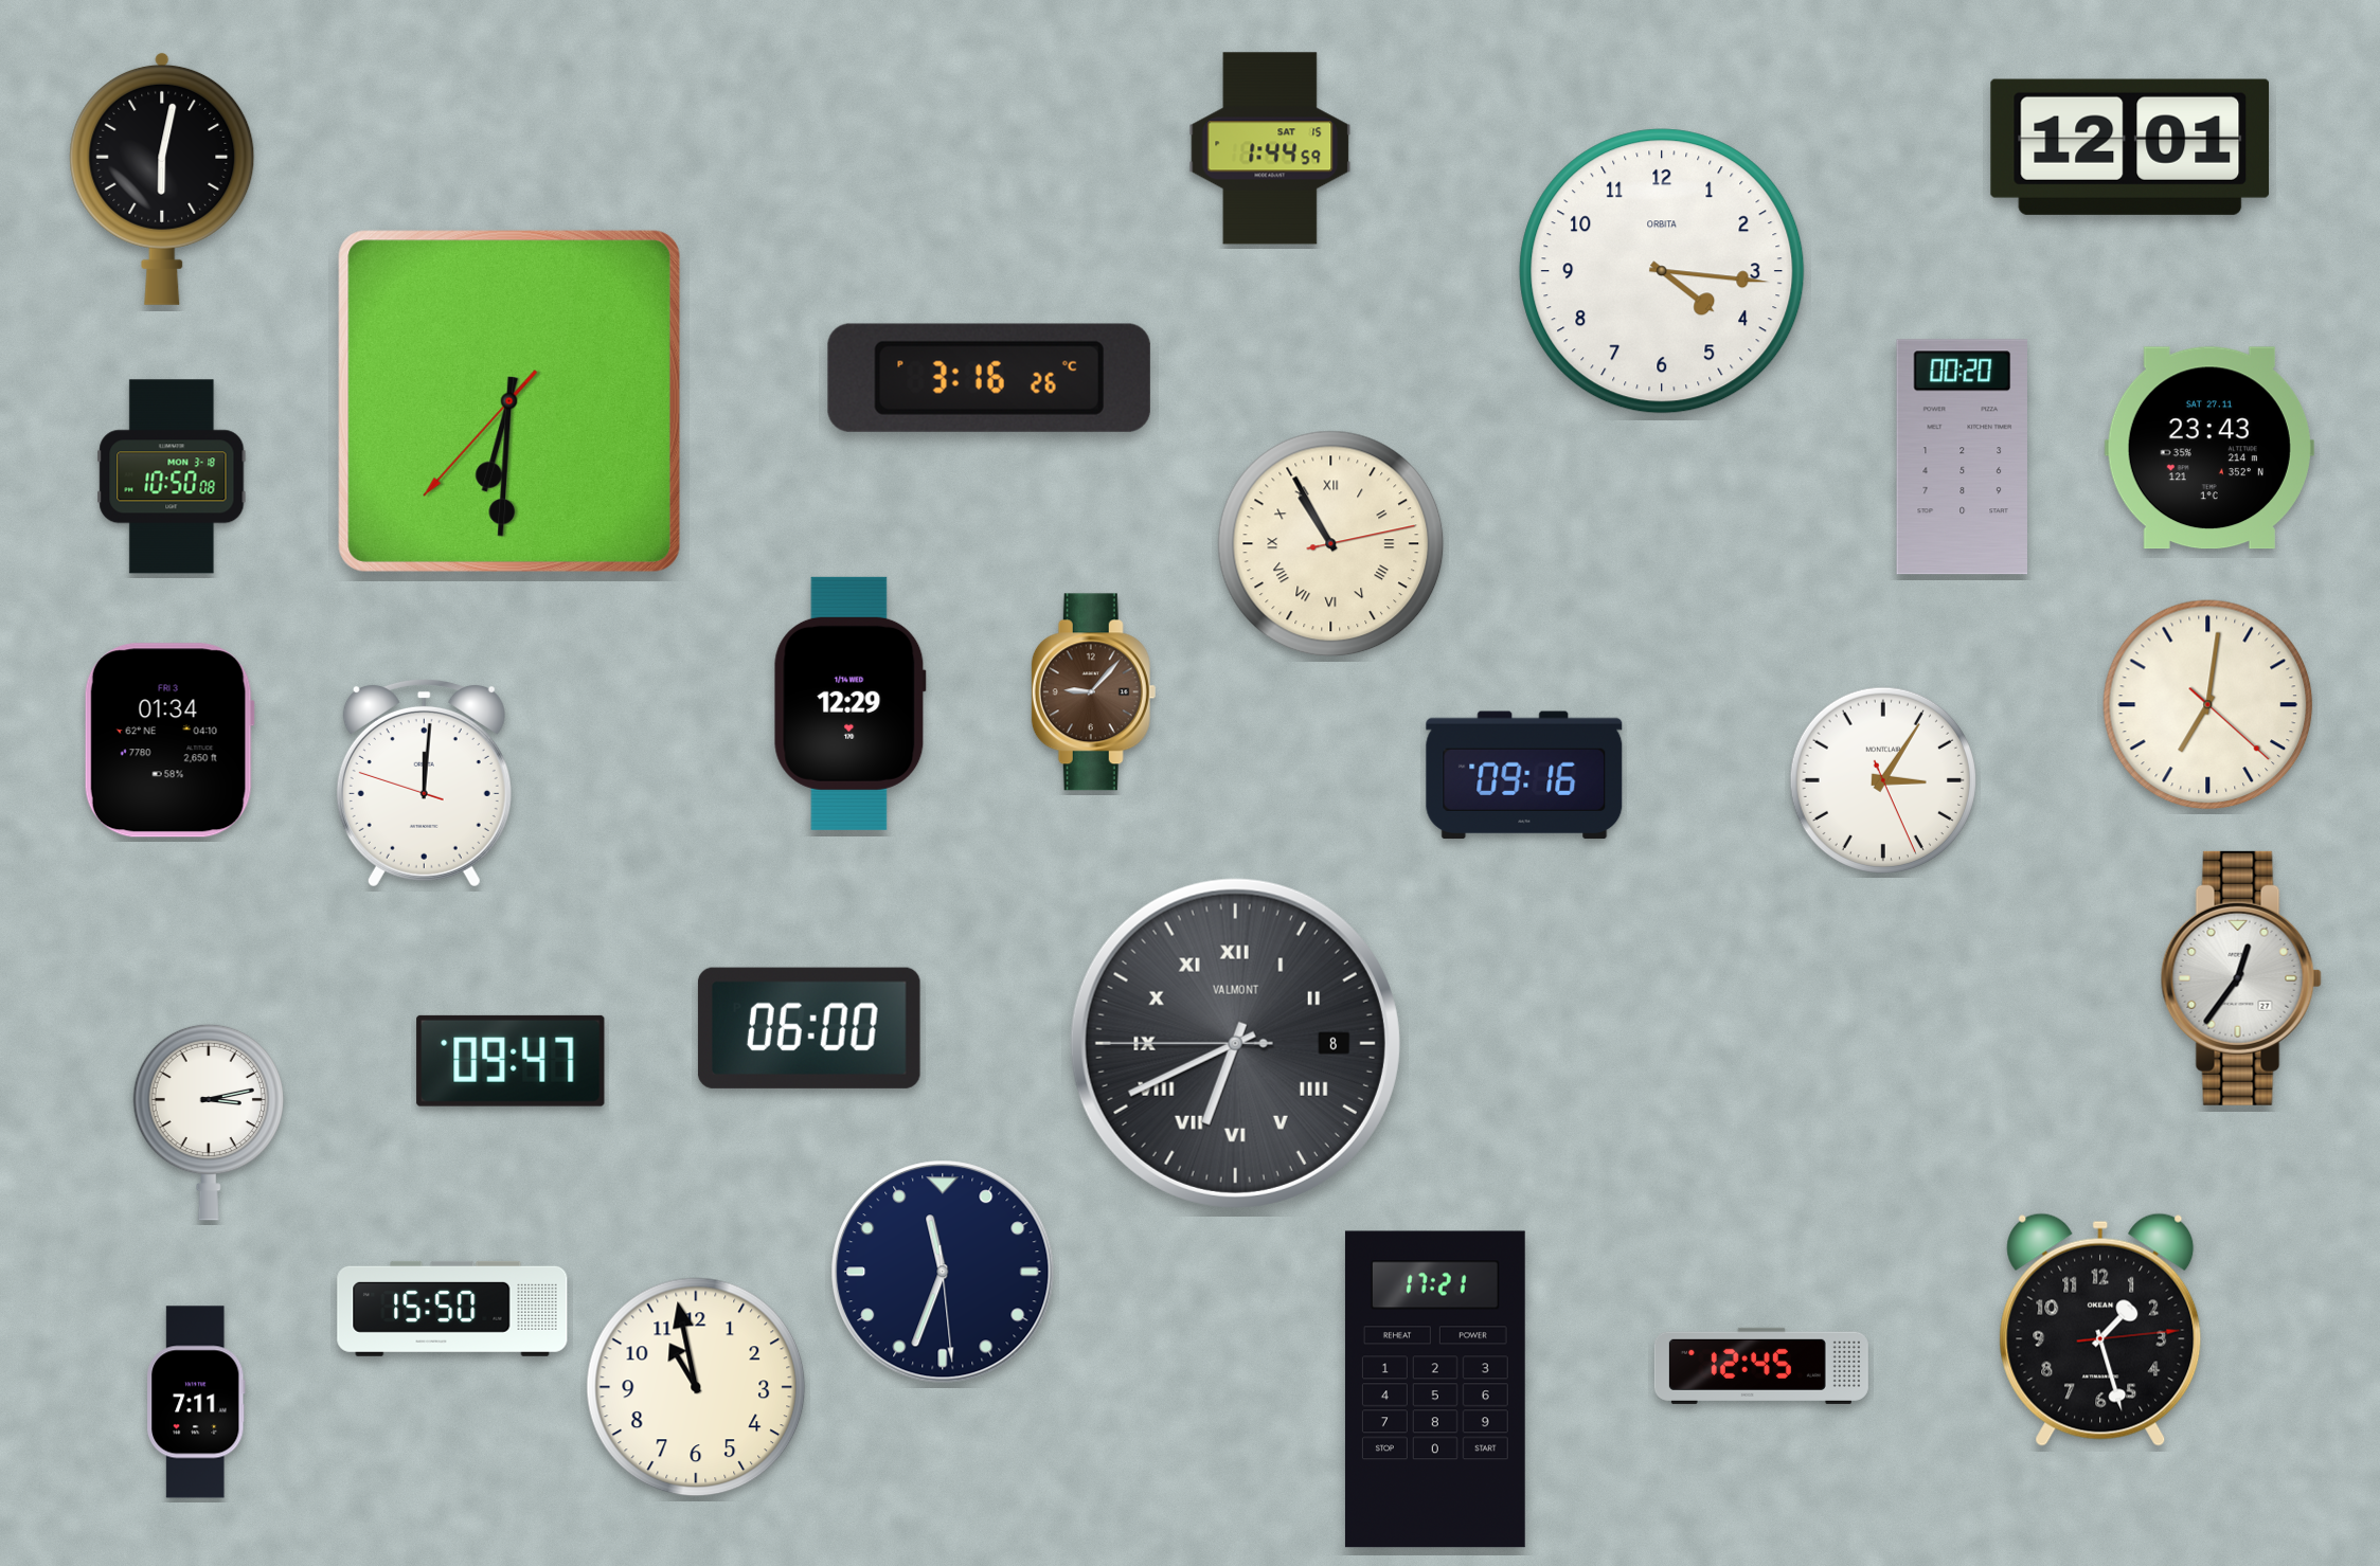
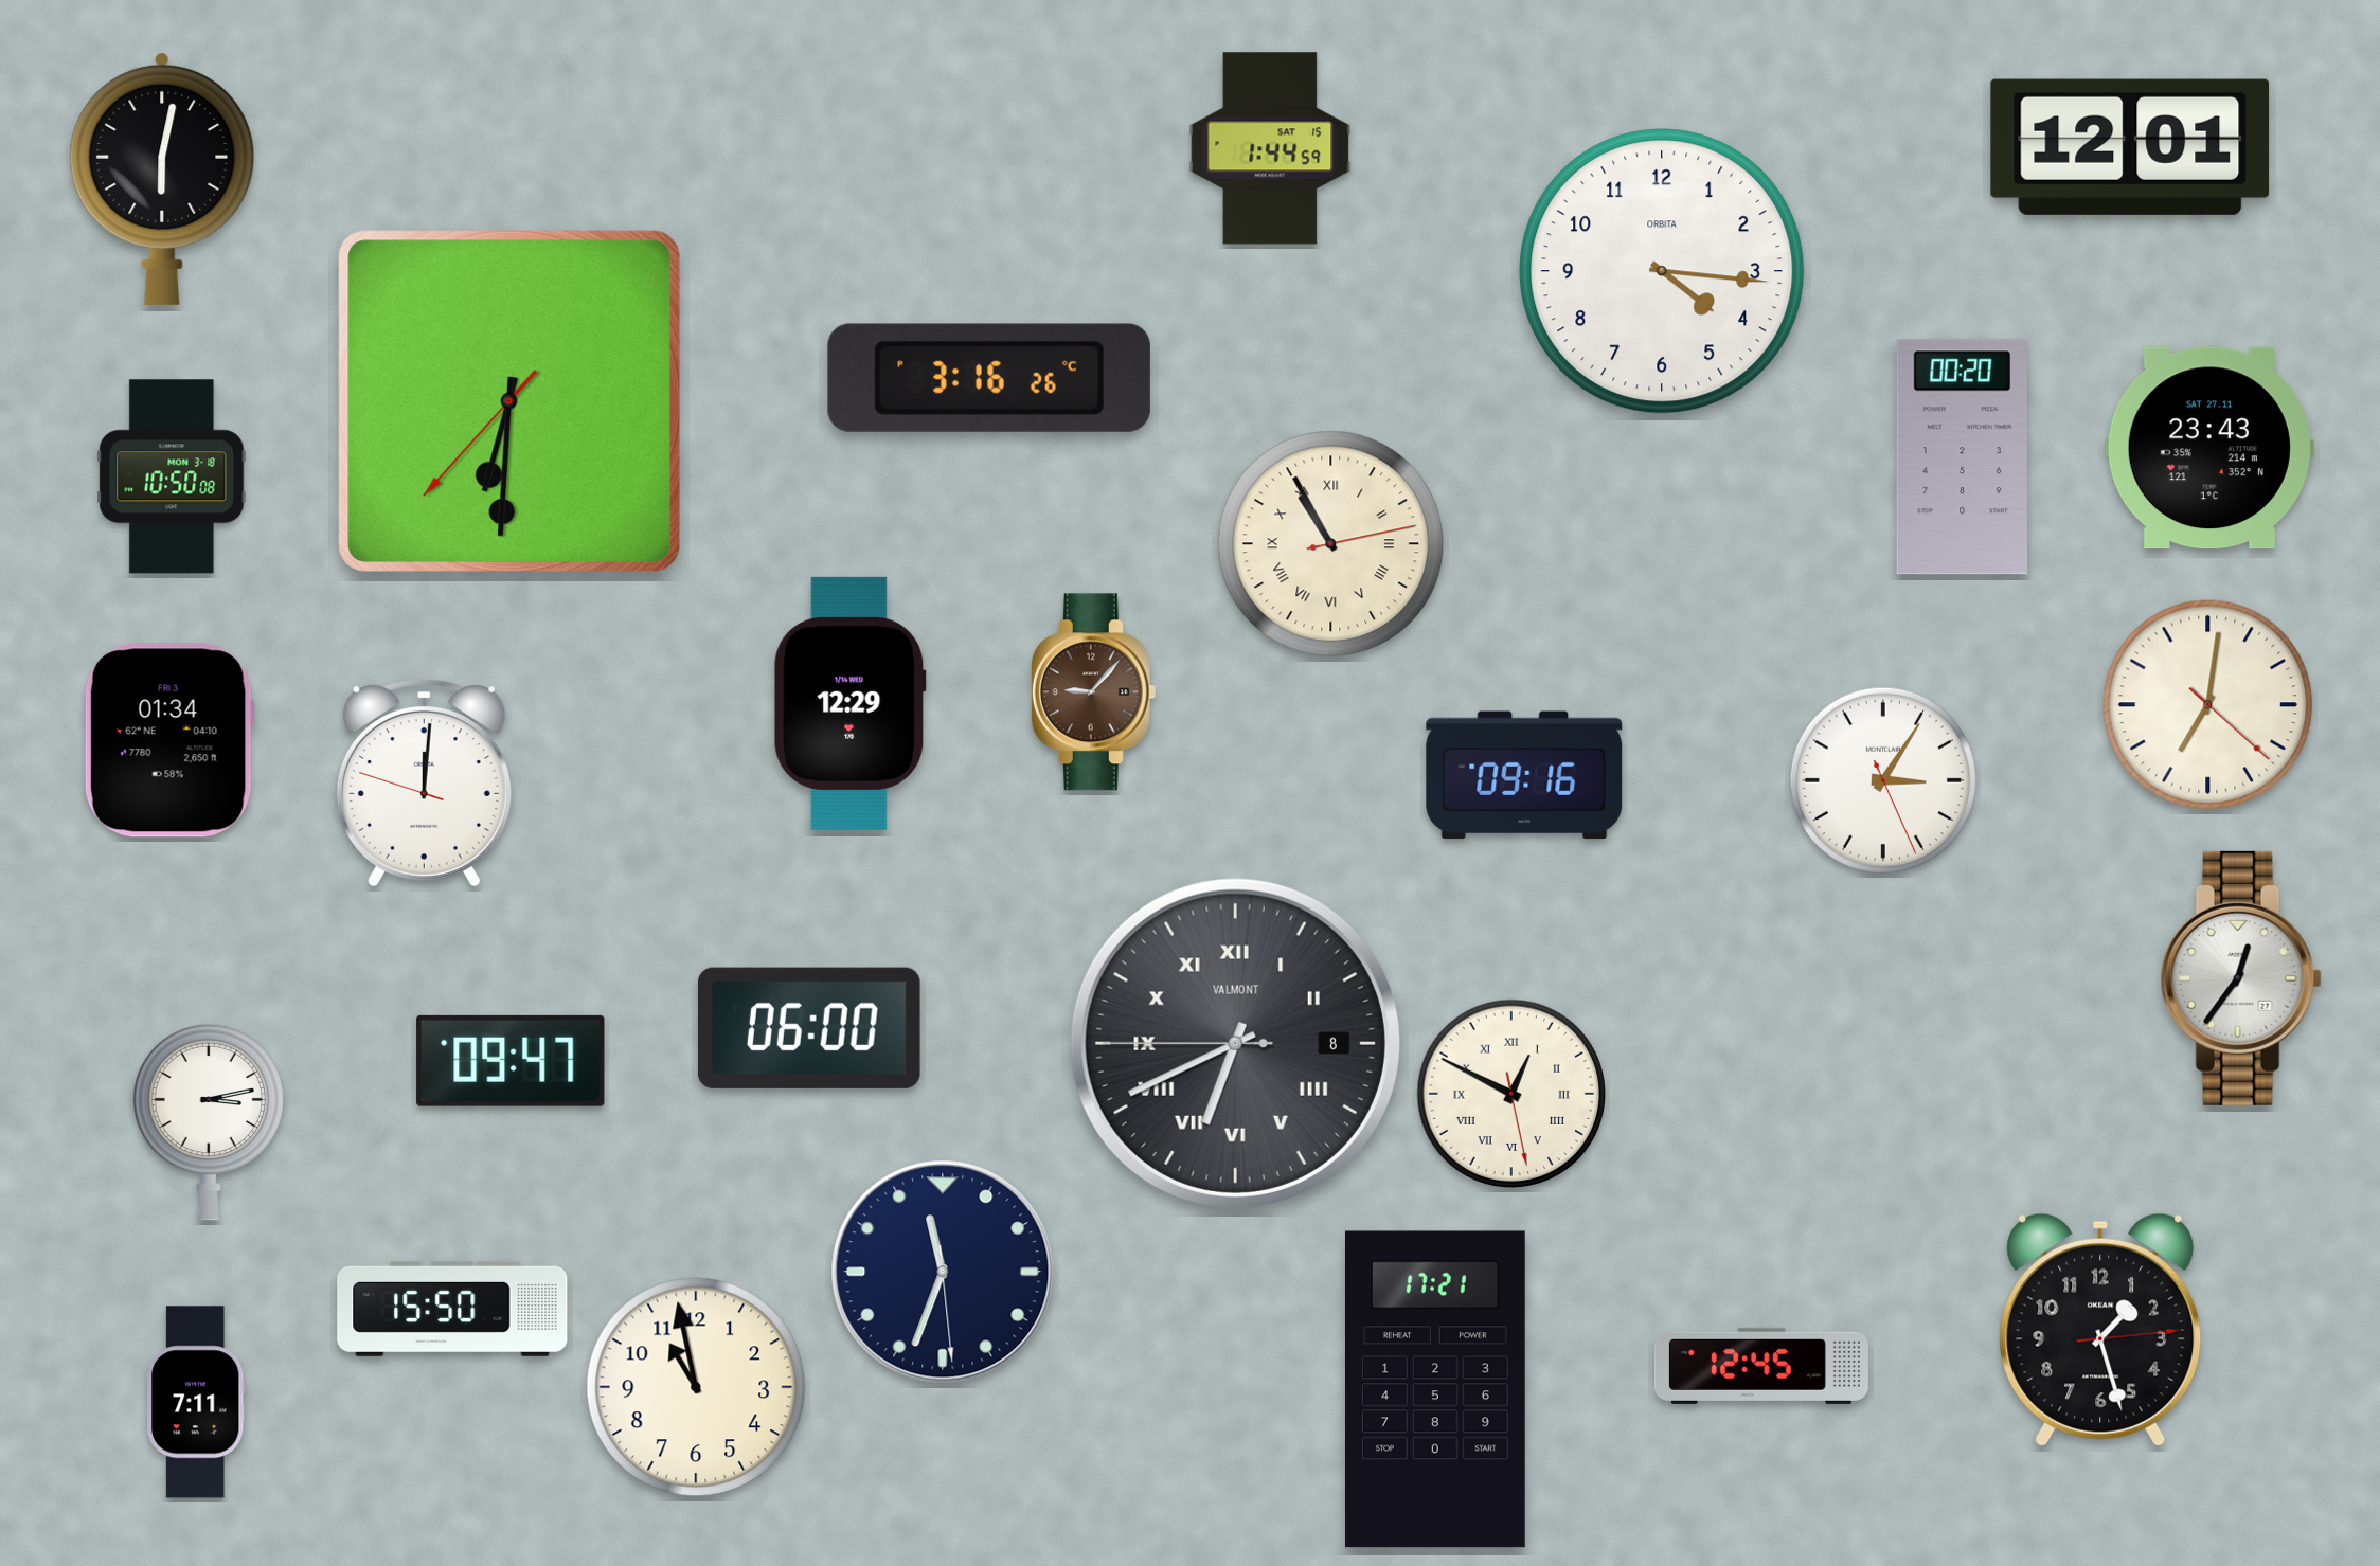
clock at (1510, 1093): none -> 12:49
